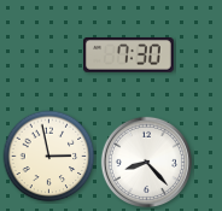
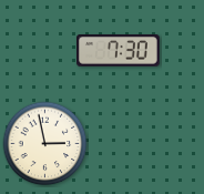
clock at (146, 162): 8:23 -> none
